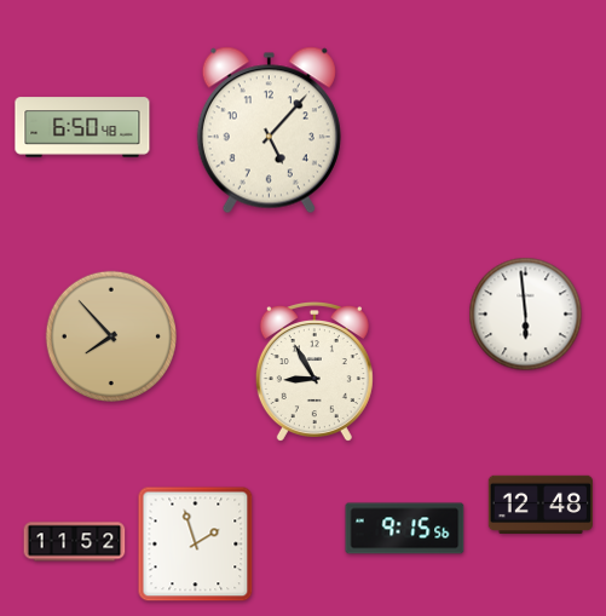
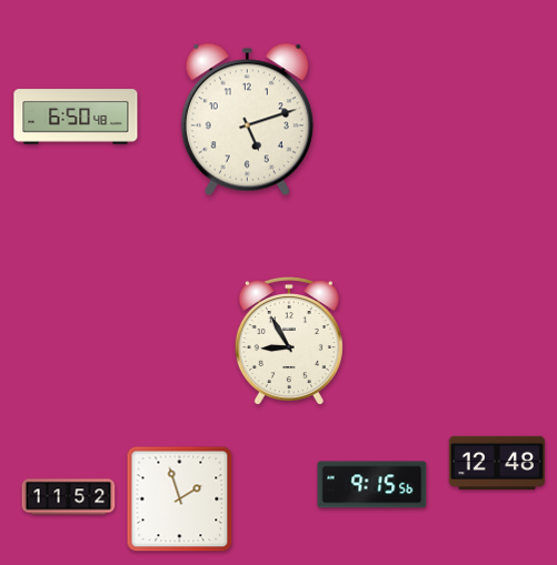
clock at (269, 131): 5:07 -> 5:12
clock at (526, 315): 5:59 -> none
clock at (110, 335): 7:53 -> none
